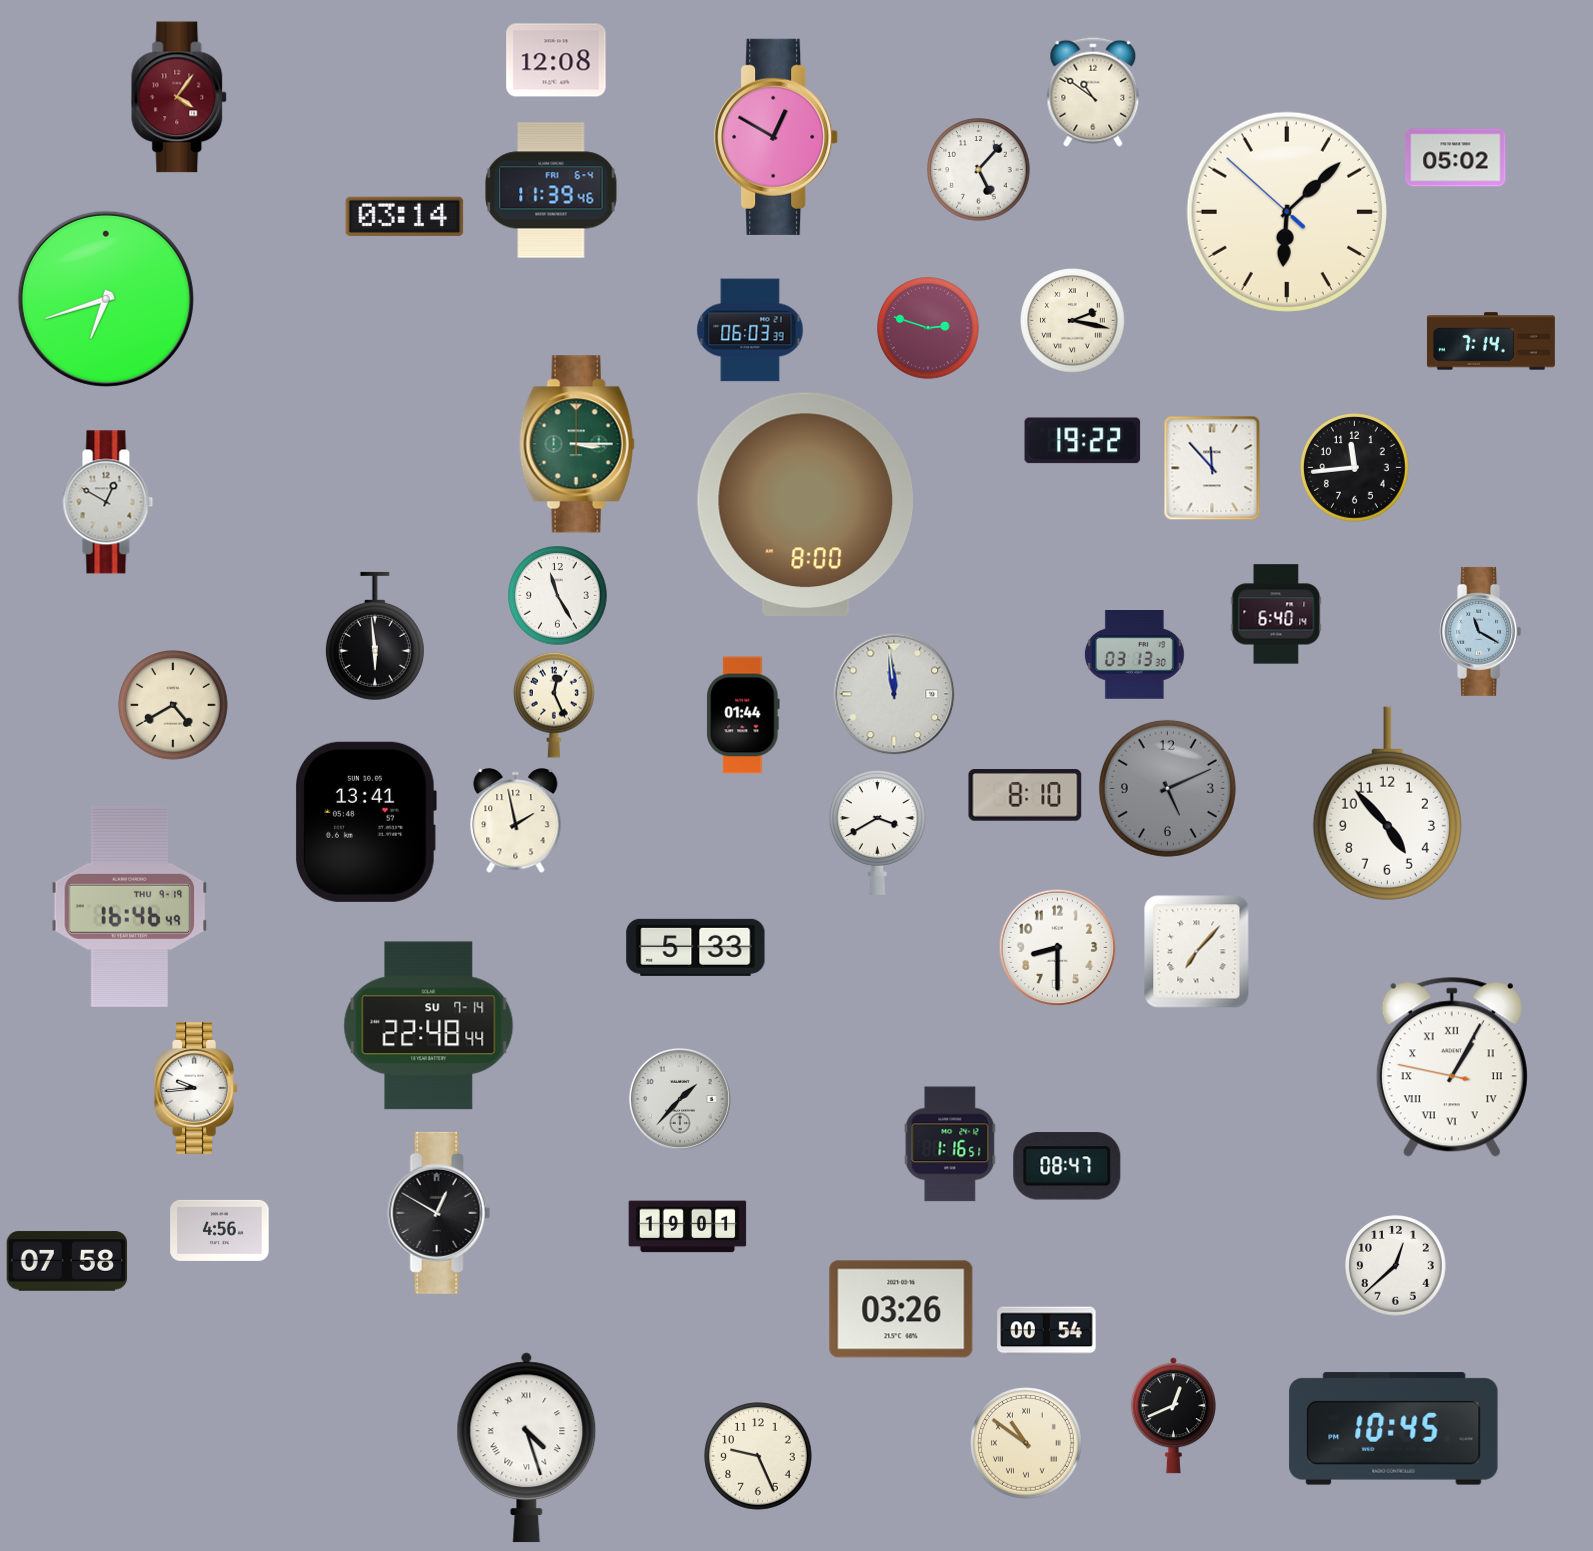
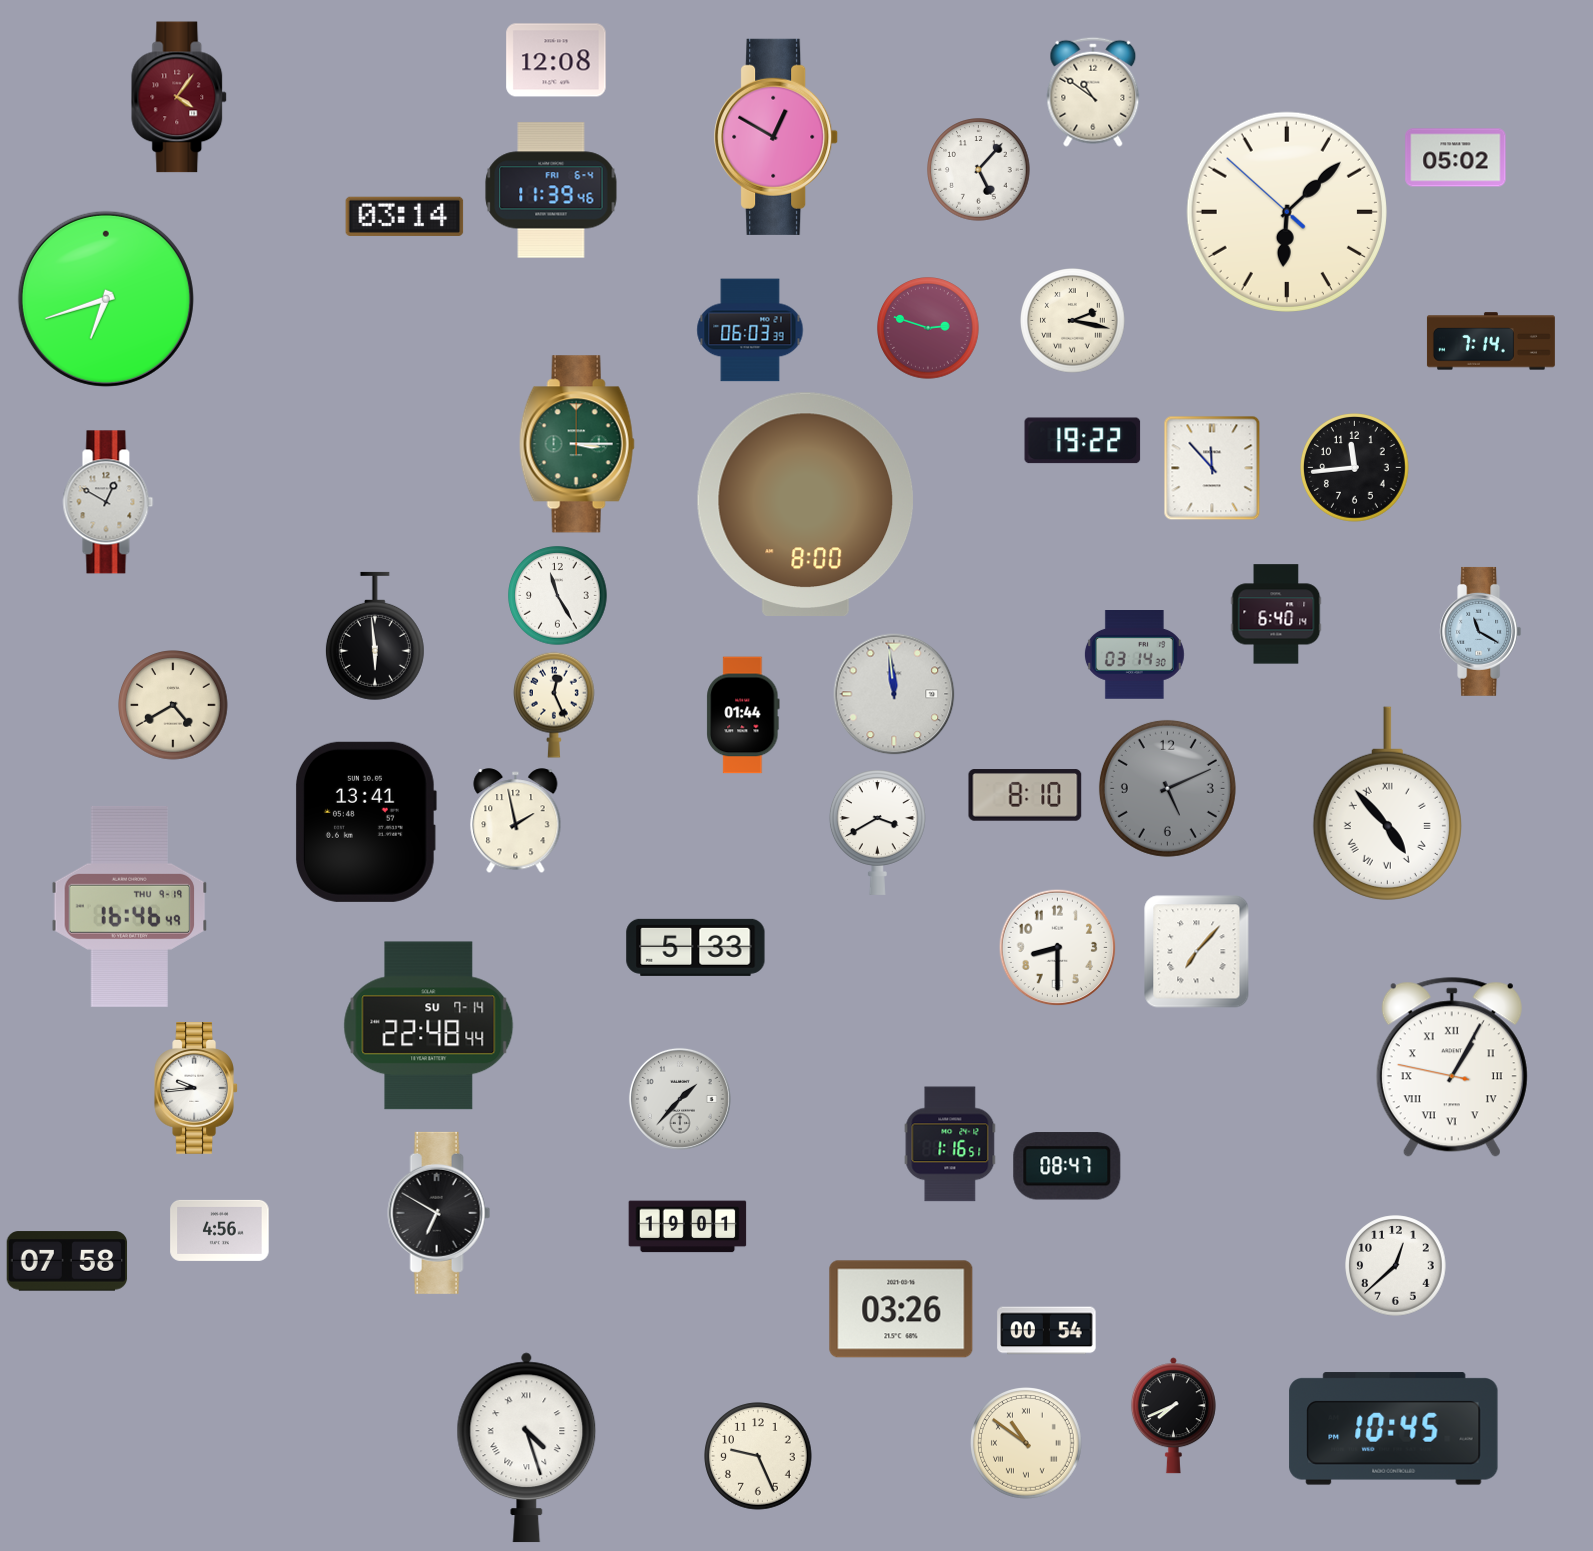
clock at (1134, 655): 03:13 -> 03:14
clock at (1387, 803) numerals: Arabic -> Roman
clock at (439, 1213): 12:50 -> 6:50
clock at (1173, 1416): 12:41 -> 7:41
